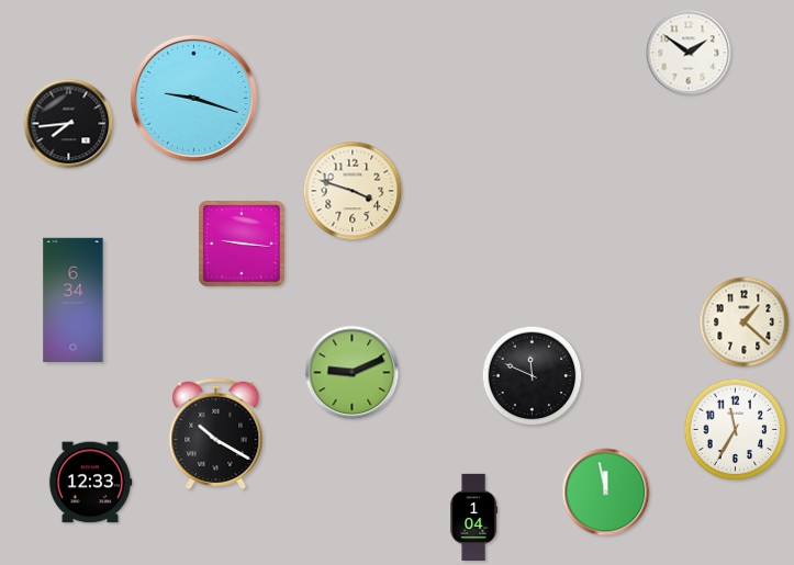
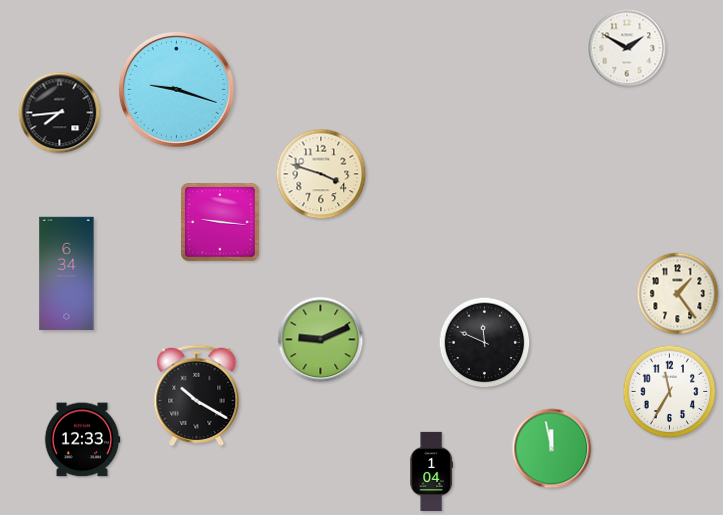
clock at (689, 53): 1:51 -> 1:50
clock at (69, 124) position: (69, 124) -> (60, 113)
clock at (745, 323): 1:22 -> 1:24
